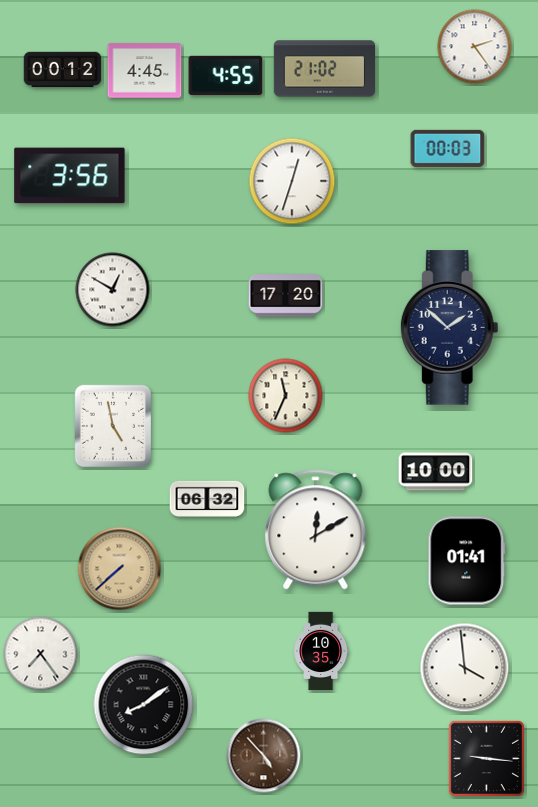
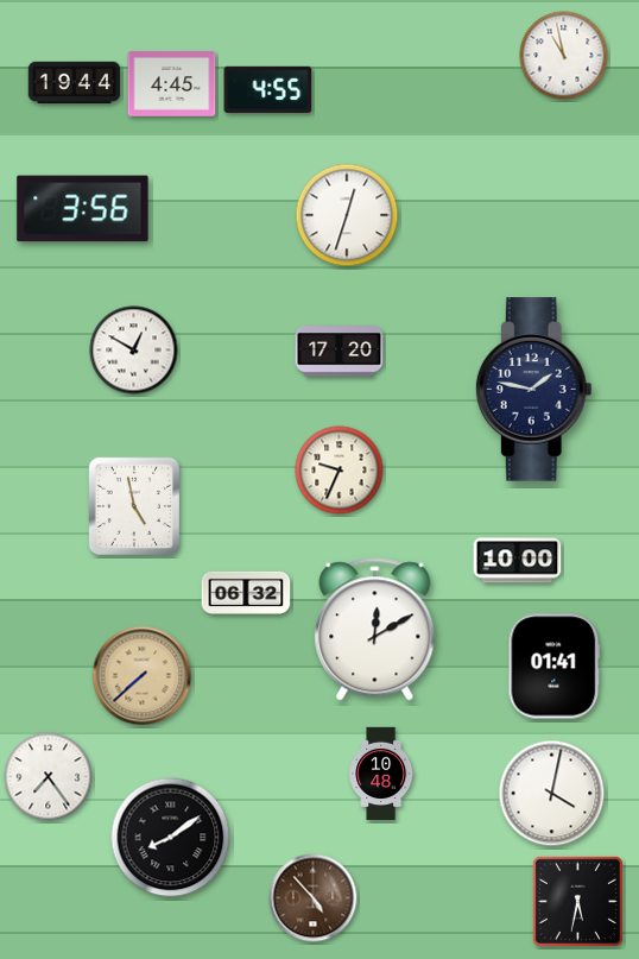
clock at (475, 47): 2:24 -> 10:58
clock at (325, 69): 21:02 -> none
clock at (63, 70): 00:12 -> 19:44
clock at (448, 148): 00:03 -> none
clock at (113, 290) position: (113, 290) -> (134, 351)
clock at (449, 328): 1:52 -> 1:47
clock at (286, 396): 11:34 -> 9:34
clock at (321, 651): 10:35 -> 10:48
clock at (465, 668): 3:59 -> 4:02
clock at (486, 758): 9:16 -> 5:32
